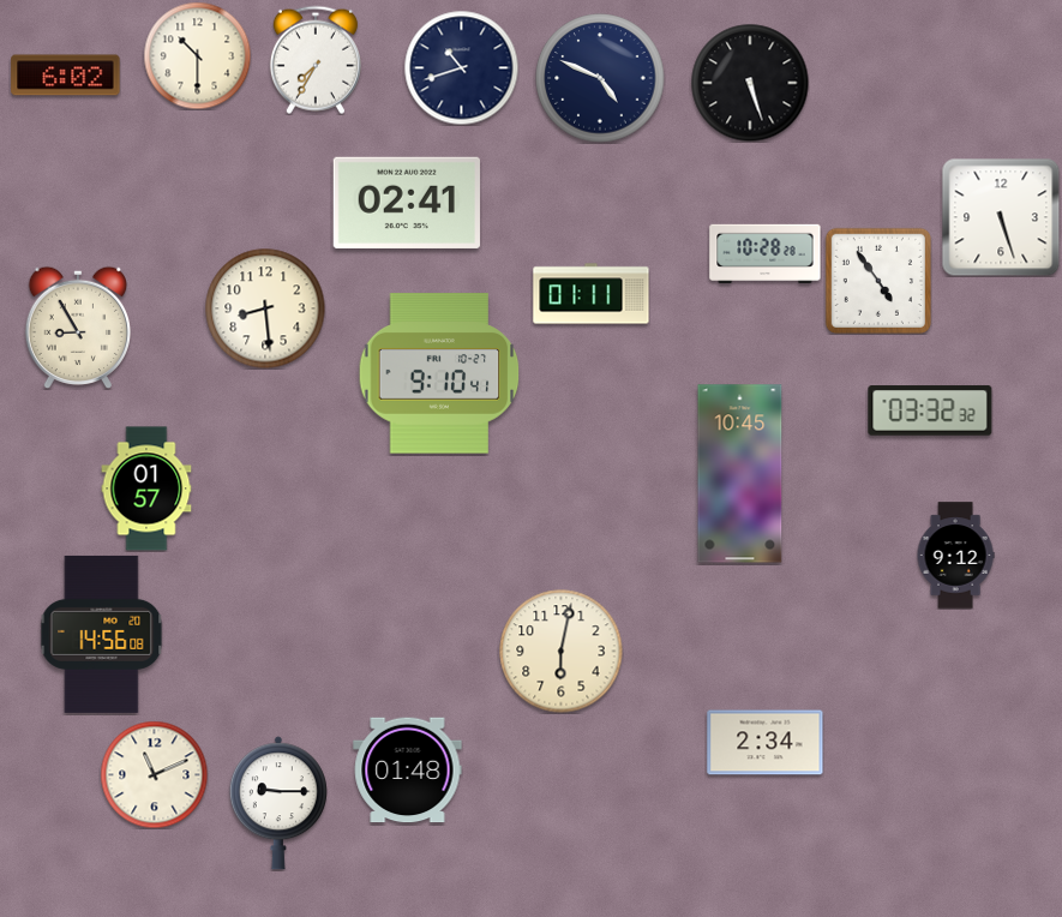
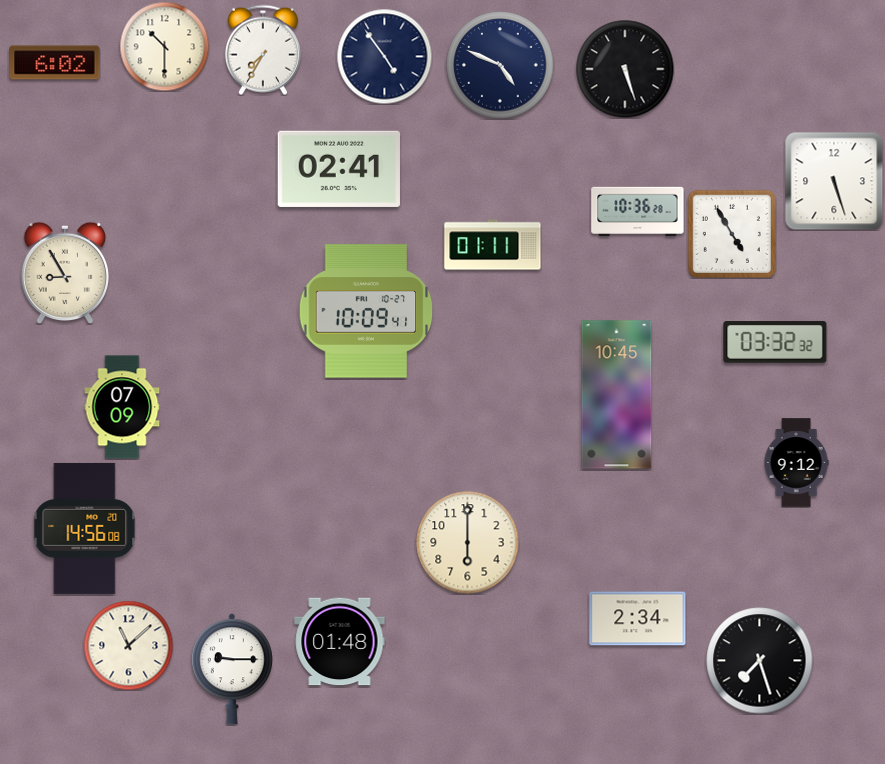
clock at (461, 67): 10:42 -> 4:54
clock at (766, 253): 10:28 -> 10:36
clock at (878, 281): 4:54 -> 4:55
clock at (265, 308): 8:29 -> none
clock at (439, 373): 9:10 -> 10:09
clock at (146, 489): 01:57 -> 07:09
clock at (562, 652): 6:02 -> 6:00
clock at (154, 774): 11:11 -> 11:08
clock at (760, 661): none -> 7:27
